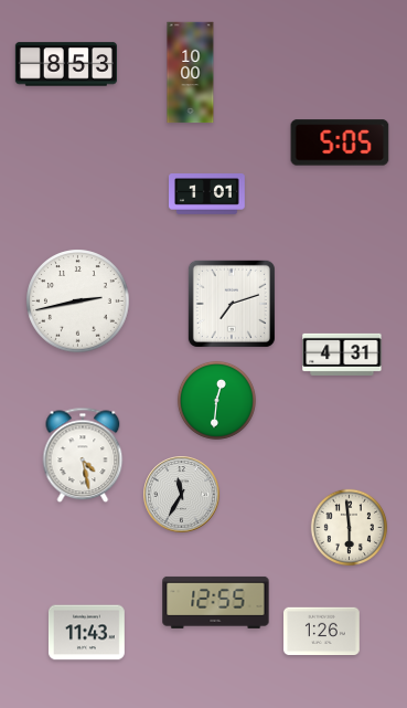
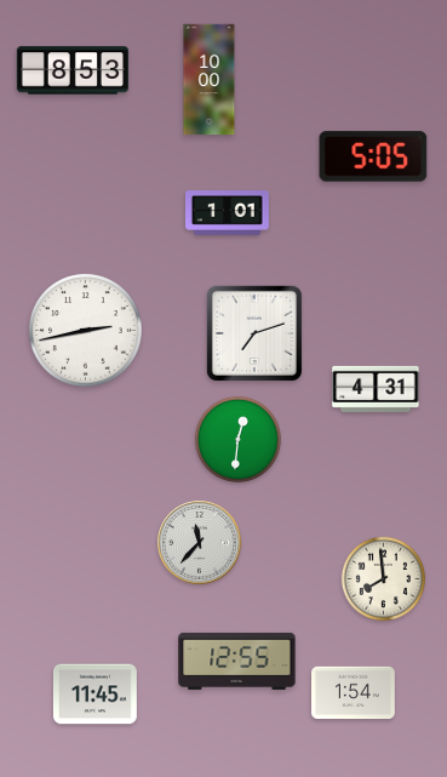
clock at (83, 455): 4:28 -> none
clock at (182, 495): 11:35 -> 11:37
clock at (349, 527): 5:59 -> 7:59
clock at (322, 632): 1:26 -> 1:54
clock at (87, 633): 11:43 -> 11:45
